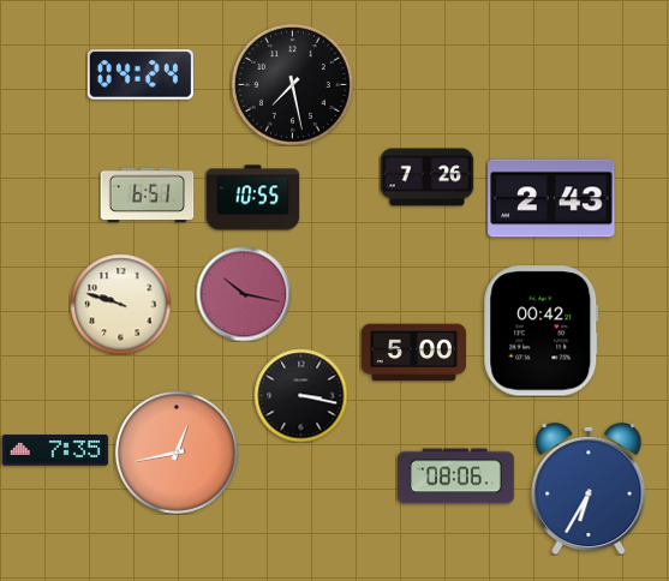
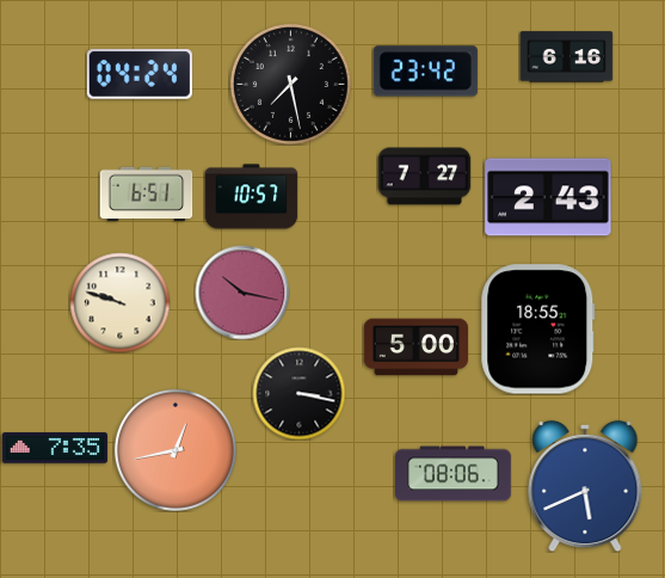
clock at (566, 57): none -> 6:16
clock at (425, 72): none -> 23:42
clock at (426, 178): 7:26 -> 7:27
clock at (252, 198): 10:55 -> 10:57
clock at (542, 331): 00:42 -> 18:55
clock at (413, 353) position: (413, 353) -> (415, 348)
clock at (589, 489): 6:35 -> 5:41
